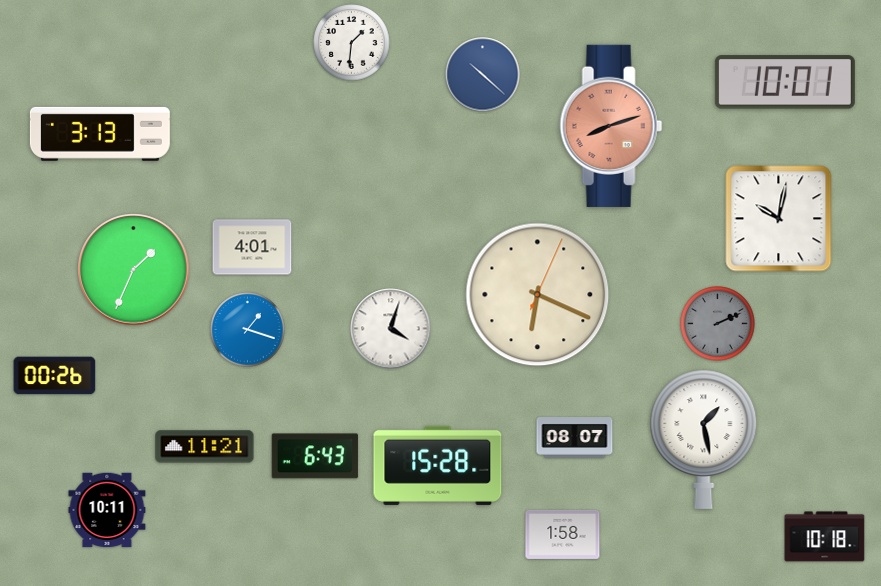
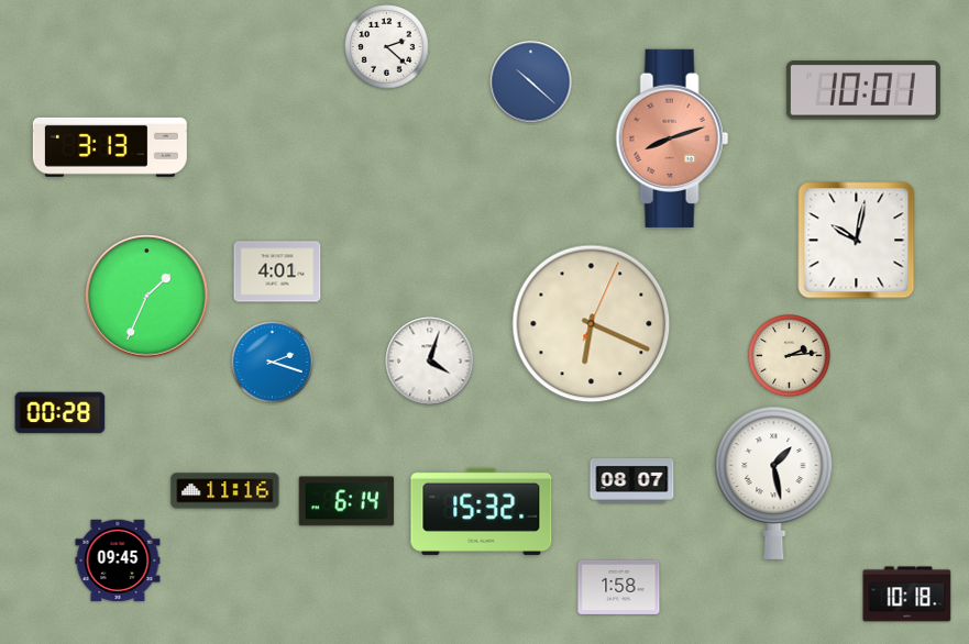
clock at (352, 43): 1:31 -> 2:22
clock at (718, 324): 2:11 -> 2:14
clock at (718, 324) dial: grey -> cream
clock at (248, 330): 1:18 -> 2:18
clock at (55, 376): 00:26 -> 00:28
clock at (205, 447): 11:21 -> 11:16
clock at (315, 456): 6:43 -> 6:14
clock at (438, 465): 15:28 -> 15:32
clock at (107, 510): 10:11 -> 09:45
clock at (825, 537) position: (825, 537) -> (907, 595)
